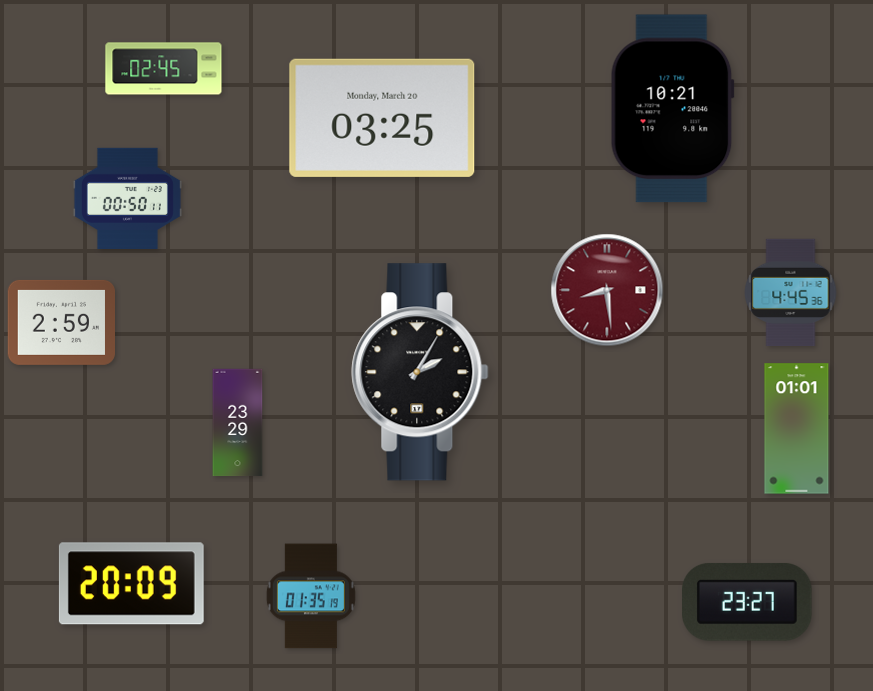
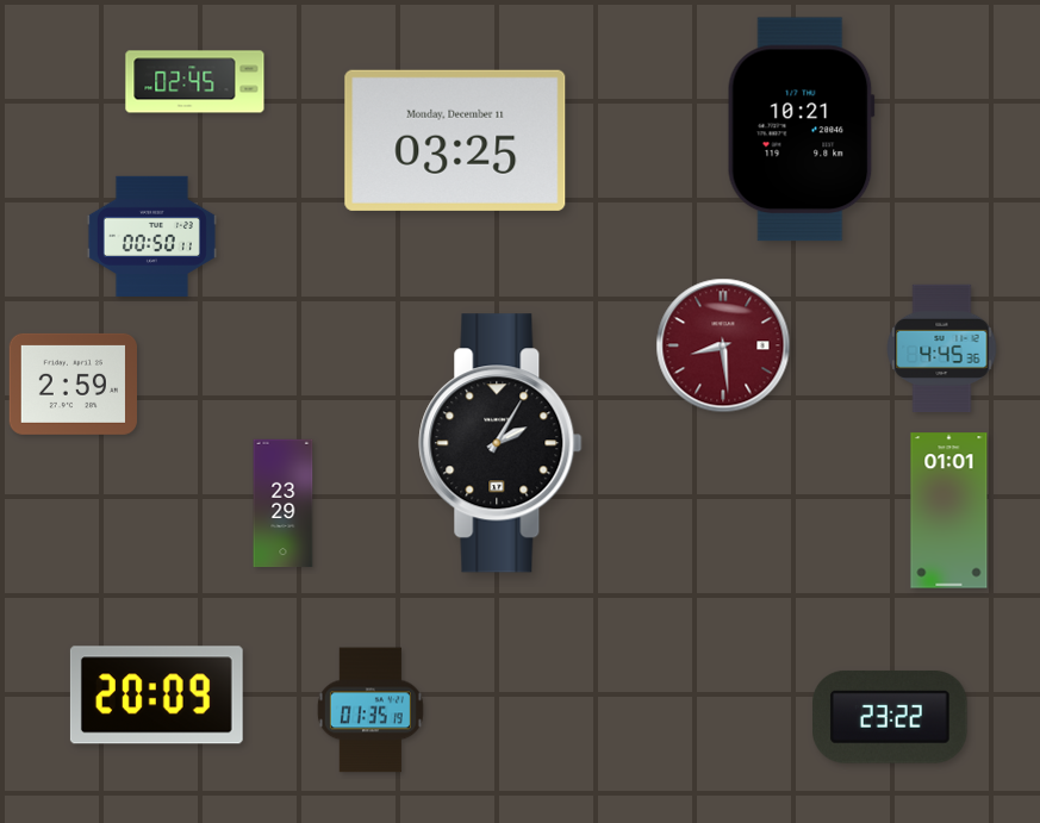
clock at (382, 118) date: Monday, March 20 -> Monday, December 11
clock at (748, 602): 23:27 -> 23:22
